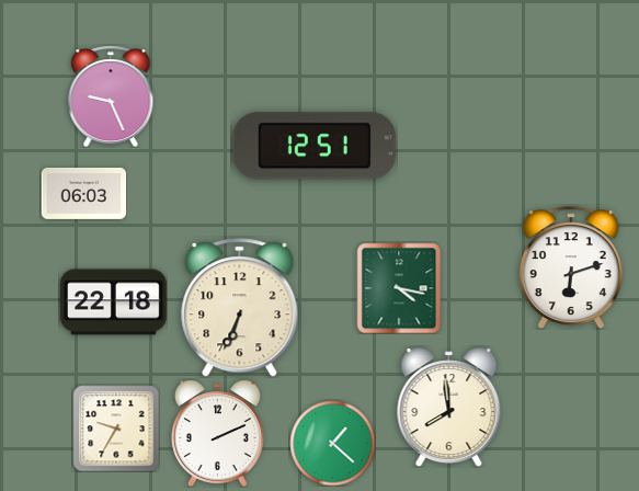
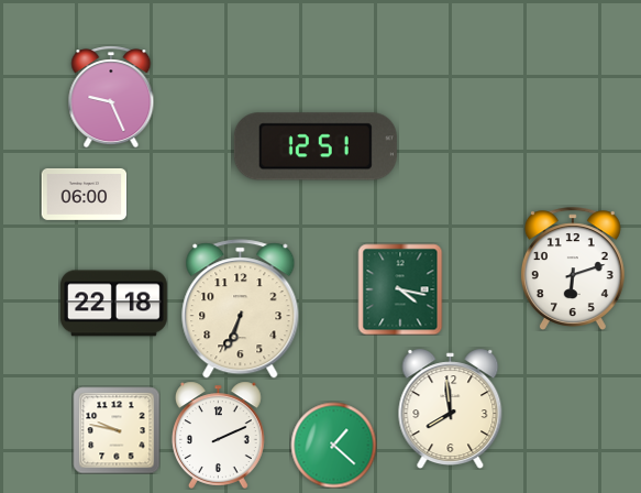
clock at (83, 193): 06:03 -> 06:00
clock at (116, 429): 9:35 -> 9:47
